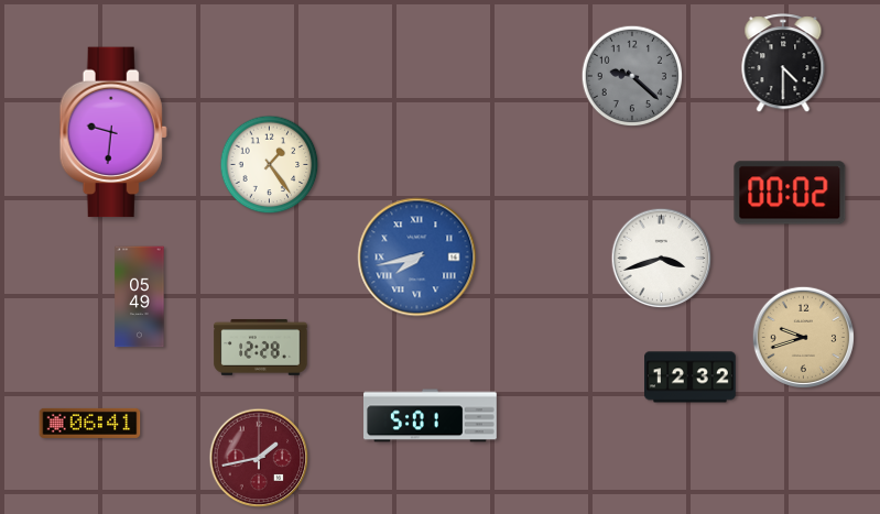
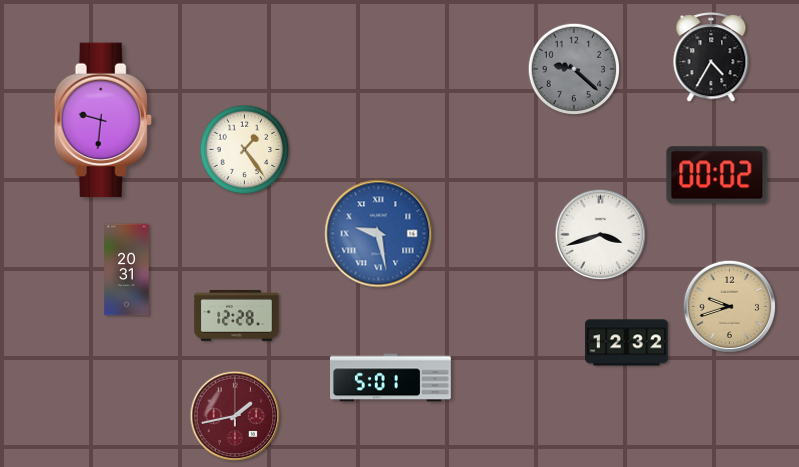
clock at (783, 64): 4:30 -> 4:35
clock at (417, 258): 7:43 -> 9:28
clock at (140, 297): 05:49 -> 20:31
clock at (90, 423): 06:41 -> none
